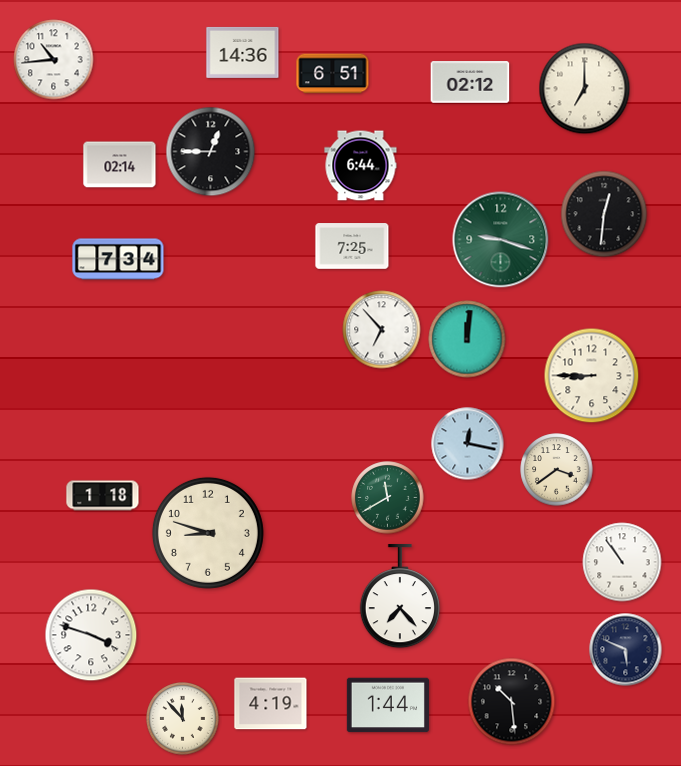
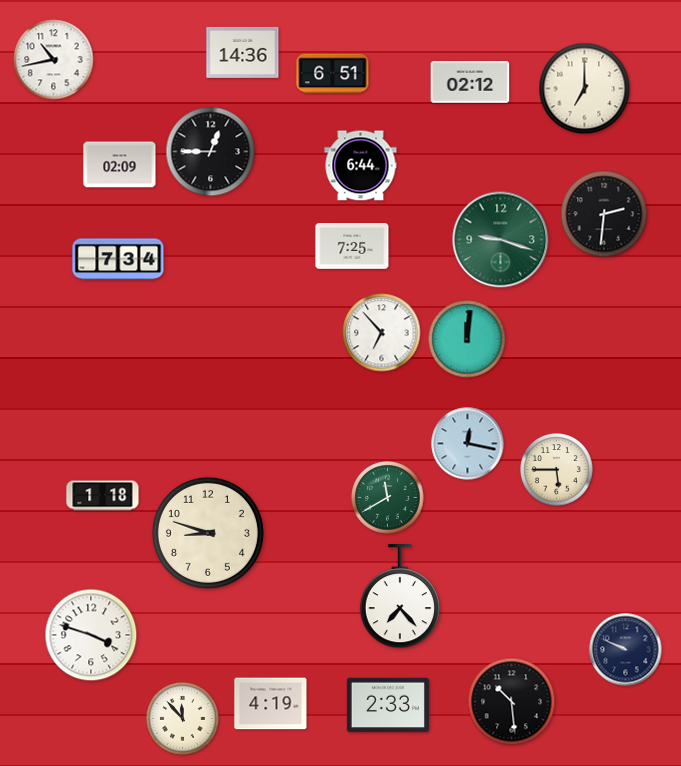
clock at (54, 60): 10:44 -> 10:43
clock at (120, 165): 02:14 -> 02:09
clock at (604, 214): 12:31 -> 2:31
clock at (382, 330) position: (382, 330) -> (382, 333)
clock at (592, 376): 8:45 -> none
clock at (557, 470): 3:39 -> 5:45
clock at (622, 562): 10:54 -> none
clock at (626, 650): 5:49 -> 9:49
clock at (388, 705): 1:44 -> 2:33
